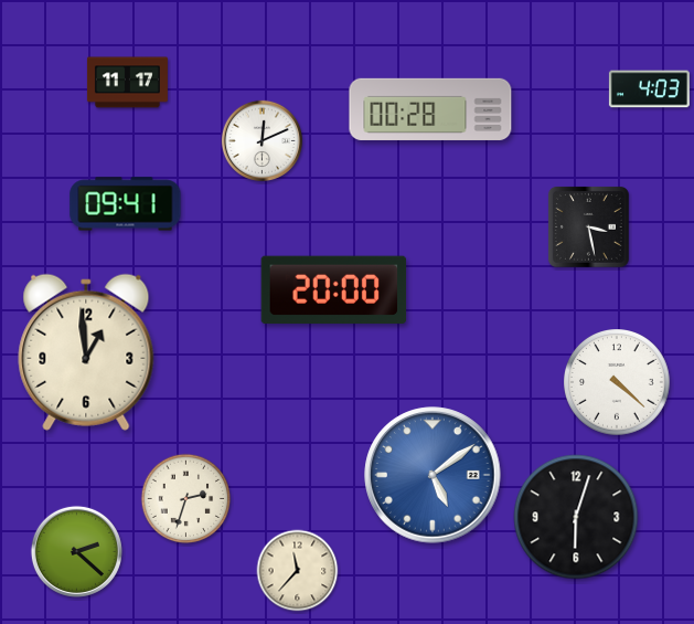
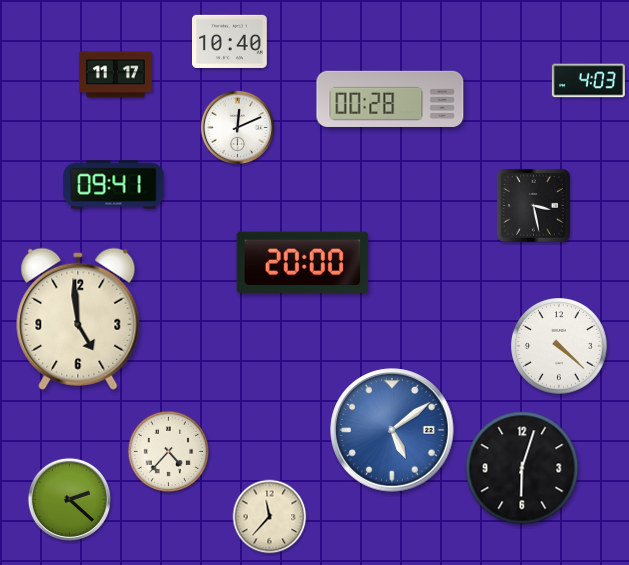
clock at (230, 41): none -> 10:40
clock at (86, 352): 12:59 -> 4:59
clock at (186, 499): 2:33 -> 4:37
